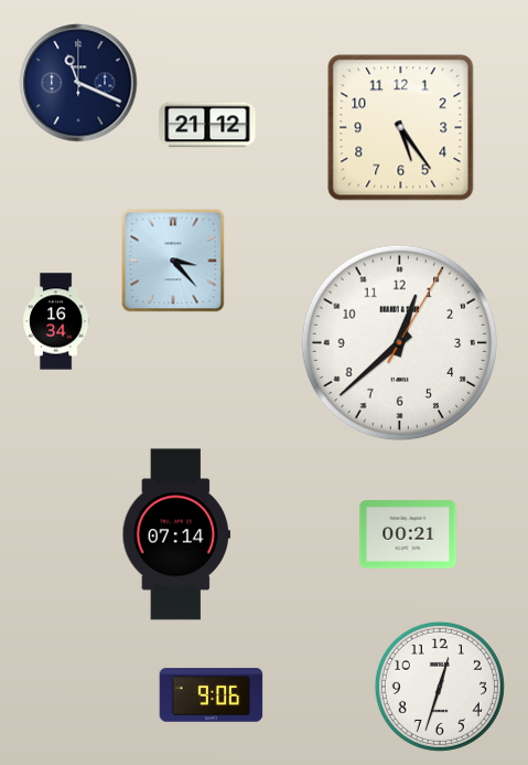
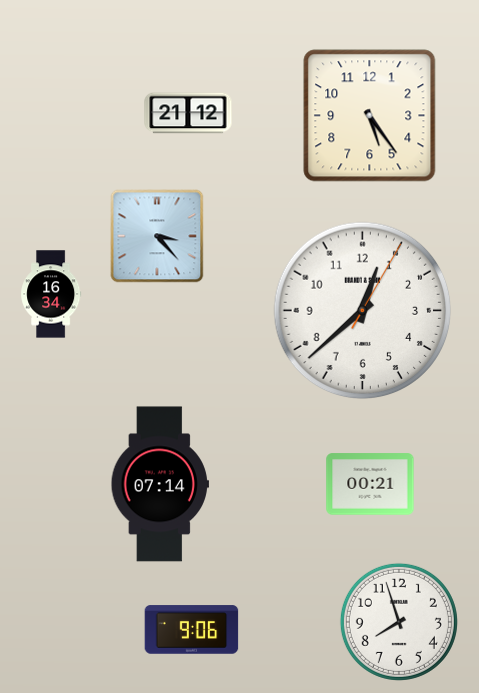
clock at (78, 83): 11:19 -> none
clock at (401, 128) position: (401, 128) -> (370, 116)
clock at (56, 321) position: (56, 321) -> (51, 294)
clock at (440, 687): 12:33 -> 7:57
